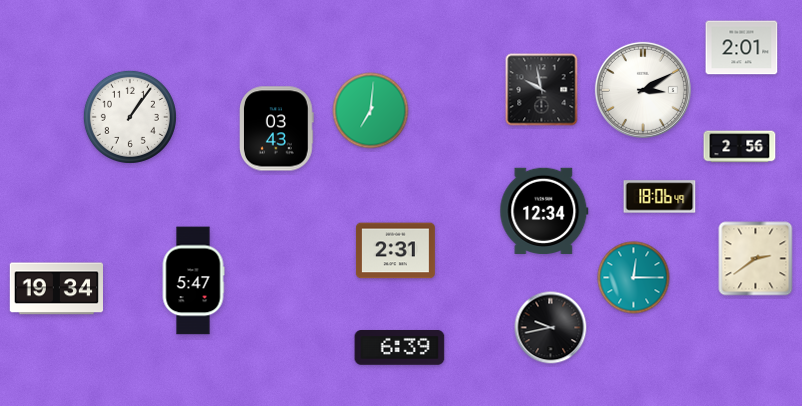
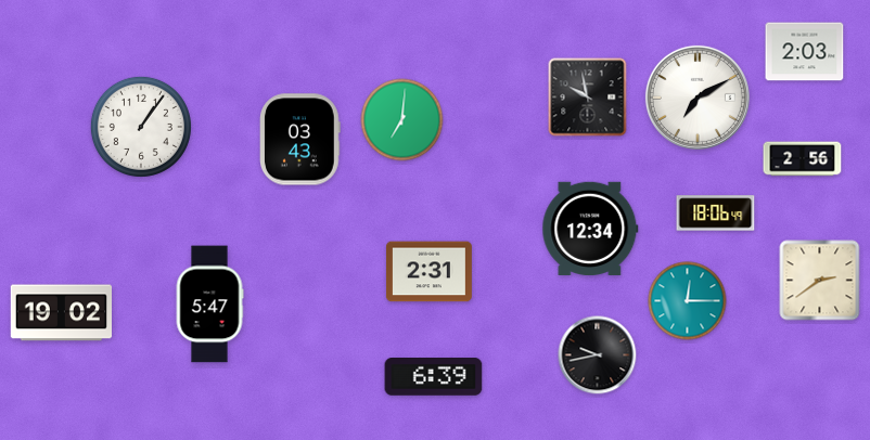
clock at (742, 48): 2:01 -> 2:03
clock at (643, 90): 3:10 -> 7:10
clock at (56, 289): 19:34 -> 19:02
